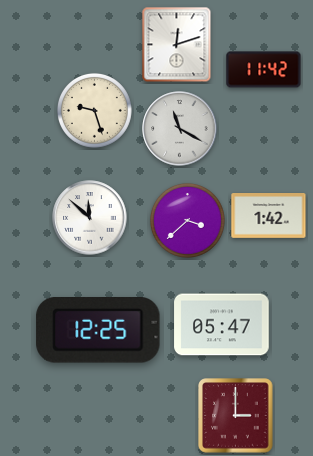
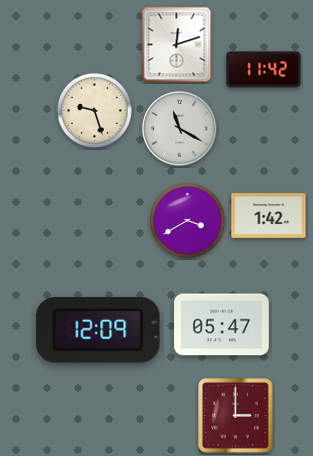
clock at (90, 218): 11:52 -> none
clock at (187, 220): 3:38 -> 3:40
clock at (98, 330): 12:25 -> 12:09
